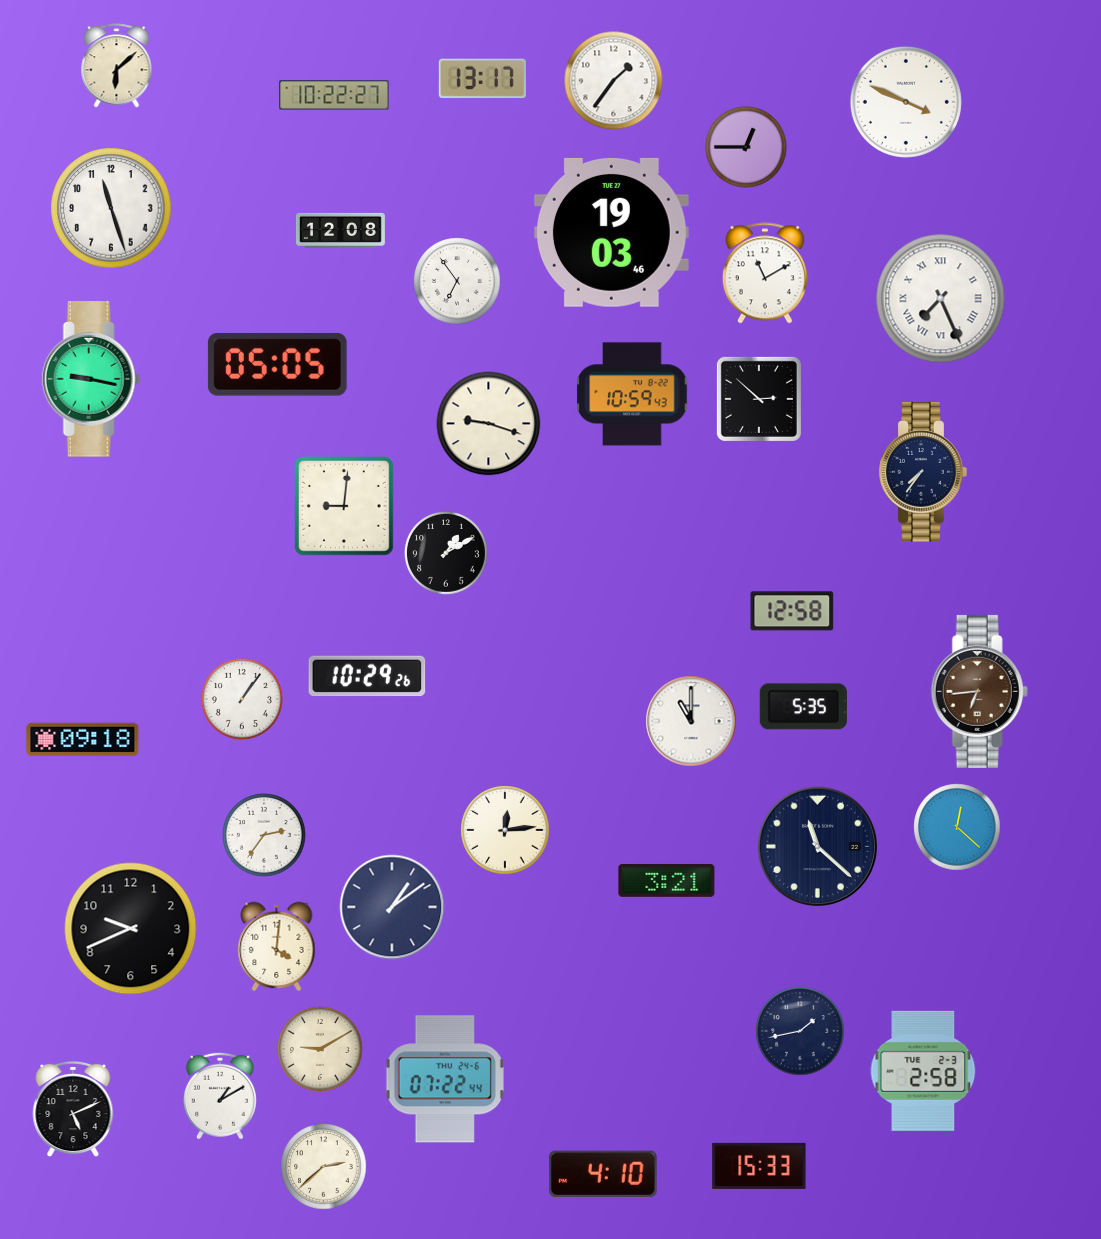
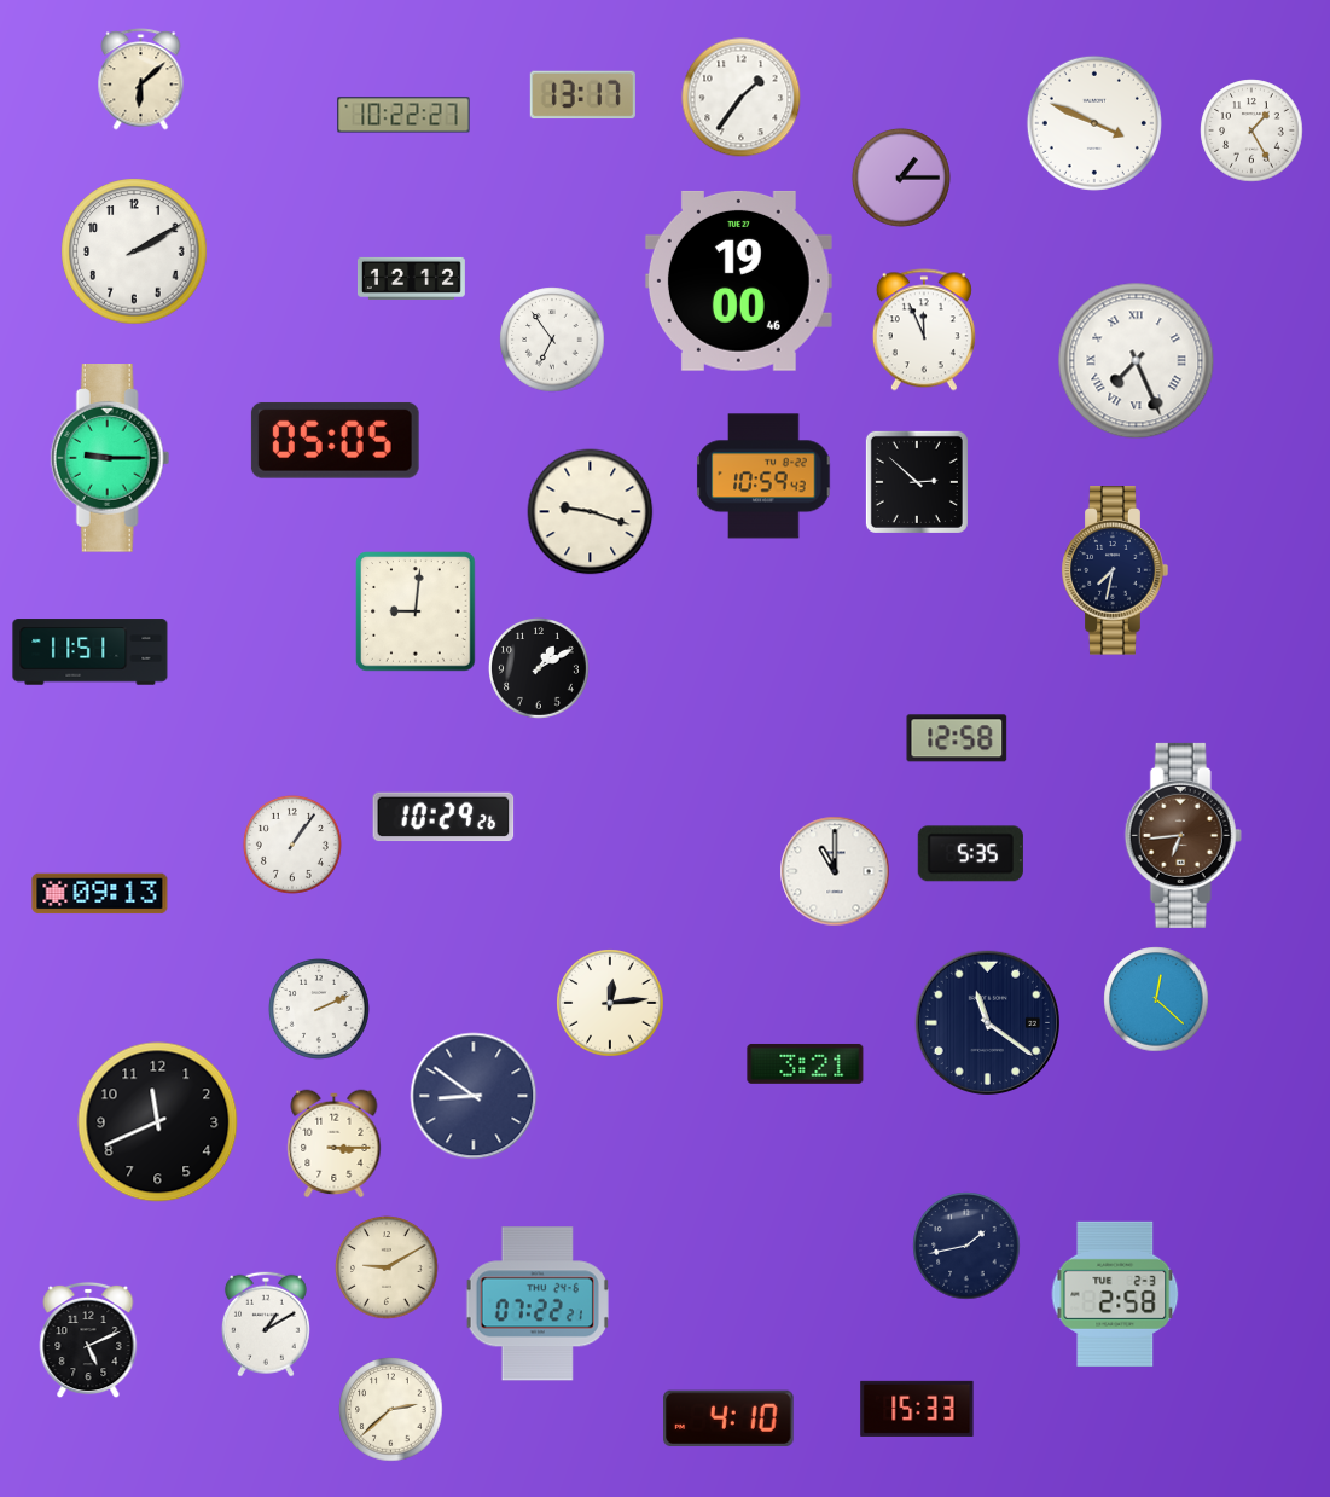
clock at (1251, 130): none -> 1:25
clock at (746, 147): 12:45 -> 1:15
clock at (111, 208): 11:27 -> 2:10
clock at (340, 230): 12:08 -> 12:12
clock at (611, 232): 19:03 -> 19:00
clock at (765, 273): 11:10 -> 11:56
clock at (91, 379): 9:17 -> 9:15
clock at (923, 472): 7:36 -> 7:32
clock at (91, 652): none -> 11:51
clock at (83, 740): 09:18 -> 09:13
clock at (265, 836): 2:36 -> 2:11
clock at (817, 846): 11:22 -> 11:21
clock at (392, 907): 1:09 -> 8:51
clock at (131, 929): 9:41 -> 11:41
clock at (277, 947): 4:01 -> 3:15
clock at (445, 1079): 07:22:44 -> 07:22:21
